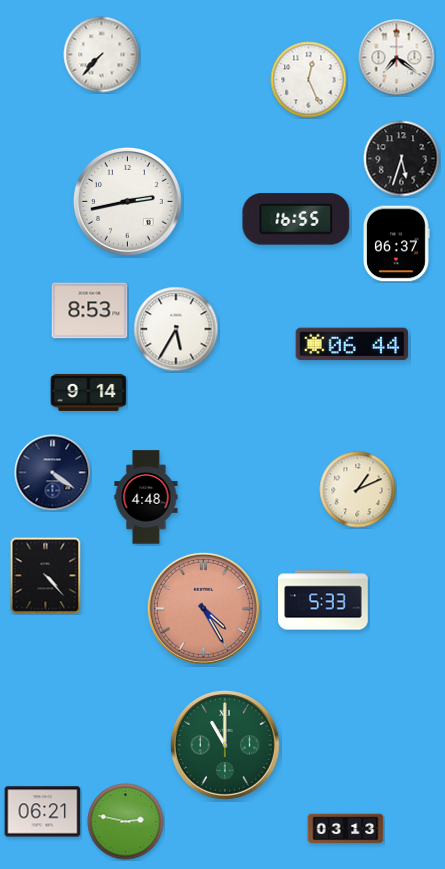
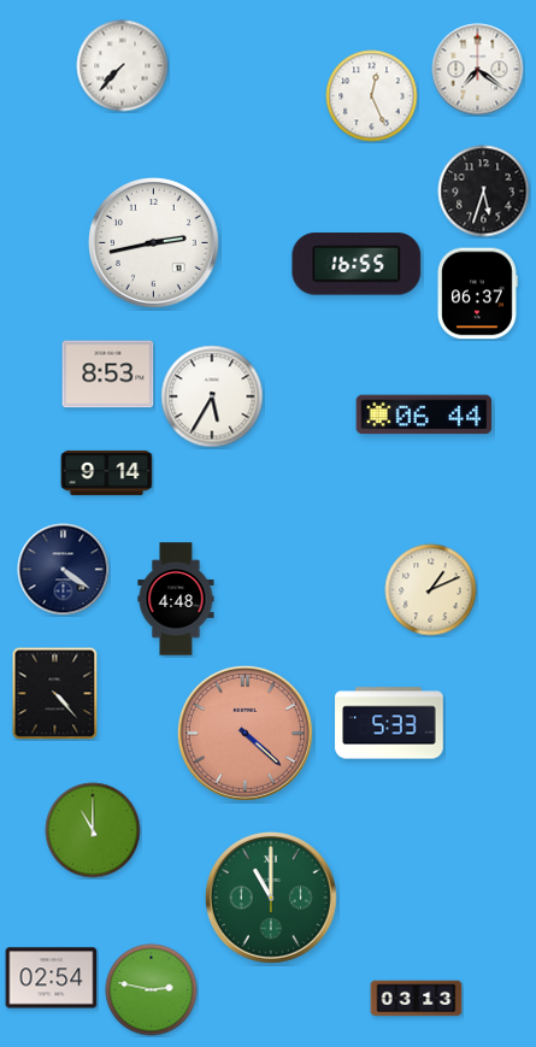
clock at (203, 608): 4:25 -> 4:22
clock at (93, 830): none -> 11:00
clock at (43, 812): 06:21 -> 02:54
